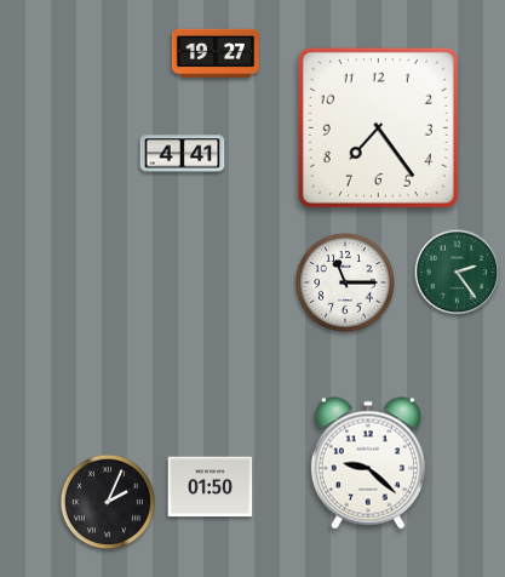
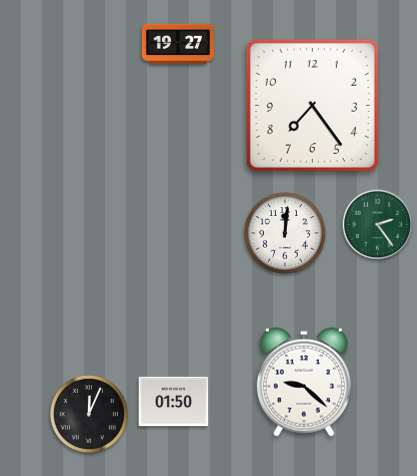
clock at (183, 154): 4:41 -> none
clock at (346, 284): 11:15 -> 12:01
clock at (108, 502): 2:04 -> 12:04
